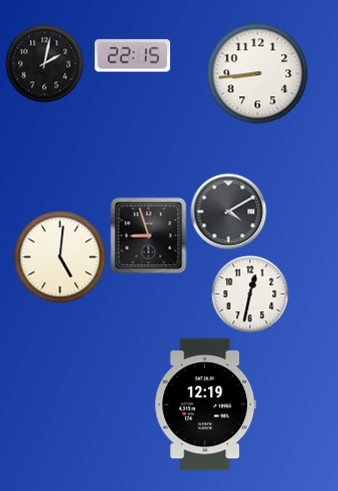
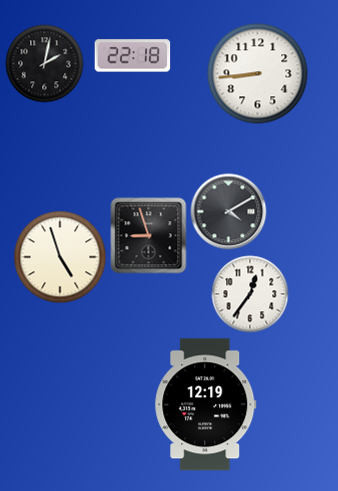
clock at (133, 56): 22:15 -> 22:18
clock at (60, 257): 5:01 -> 4:57
clock at (250, 294): 12:32 -> 12:36
